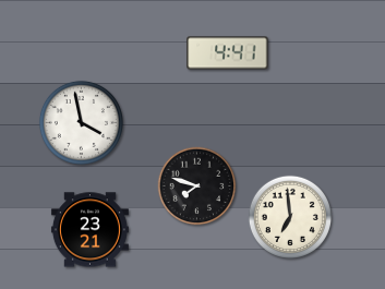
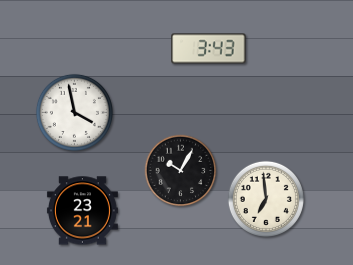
clock at (228, 53): 4:41 -> 3:43
clock at (197, 186): 7:48 -> 10:05
